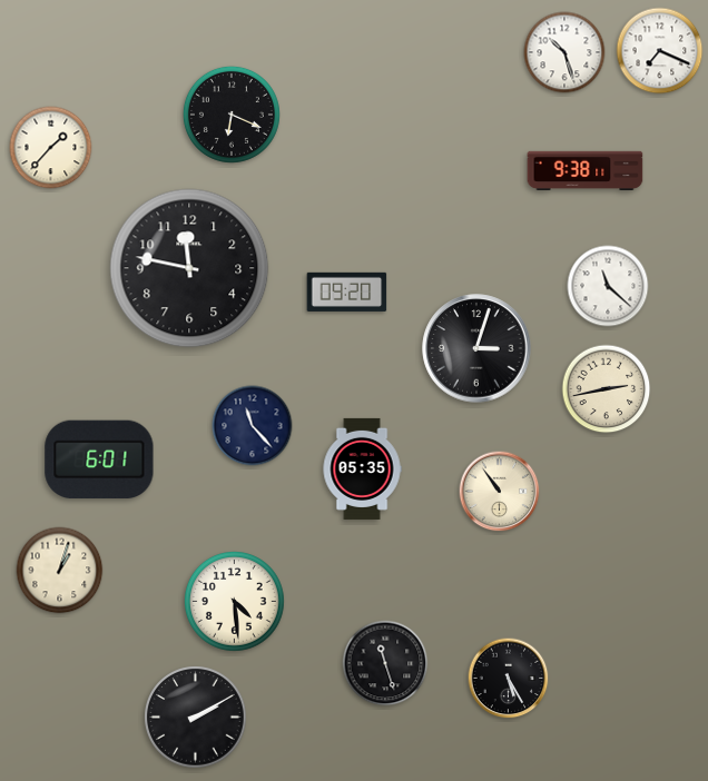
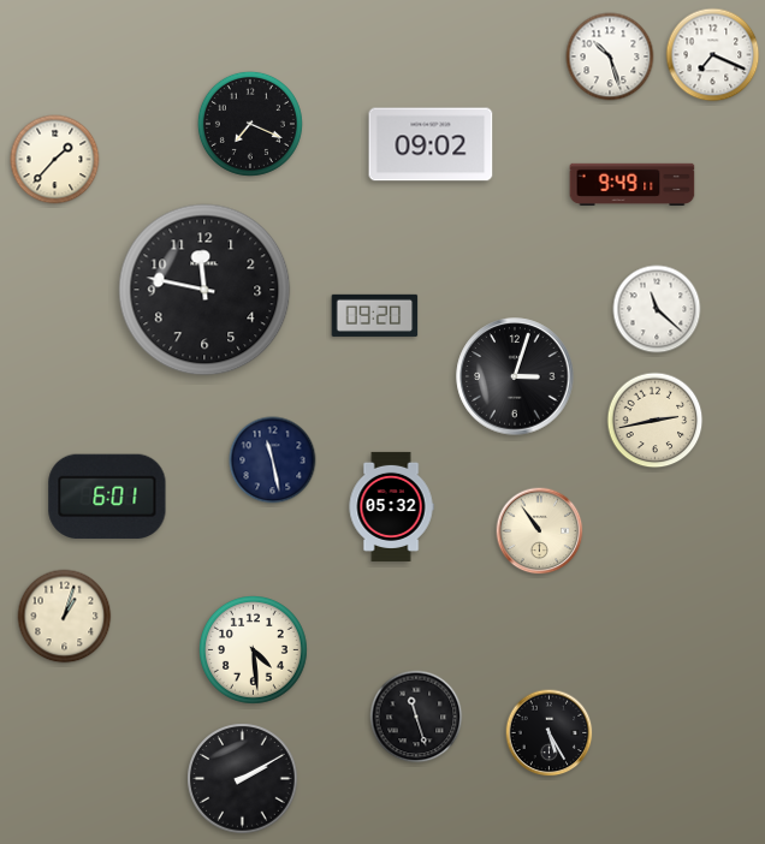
clock at (232, 115): 6:19 -> 7:19
clock at (431, 144): none -> 09:02
clock at (586, 170): 9:38 -> 9:49
clock at (253, 426): 11:23 -> 11:28
clock at (362, 468): 05:35 -> 05:32
clock at (196, 718) position: (196, 718) -> (243, 779)
